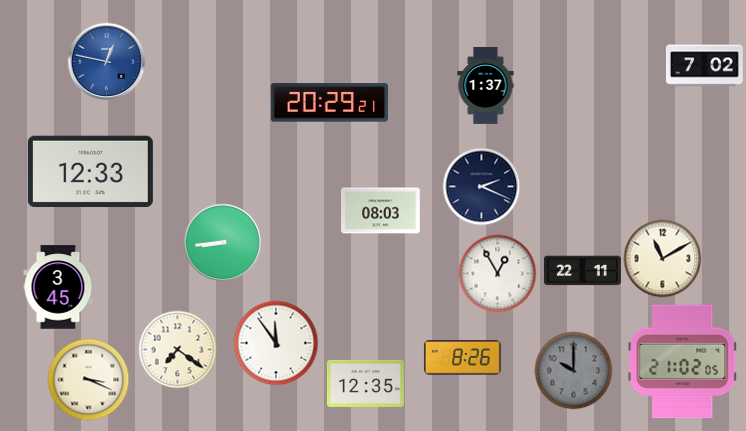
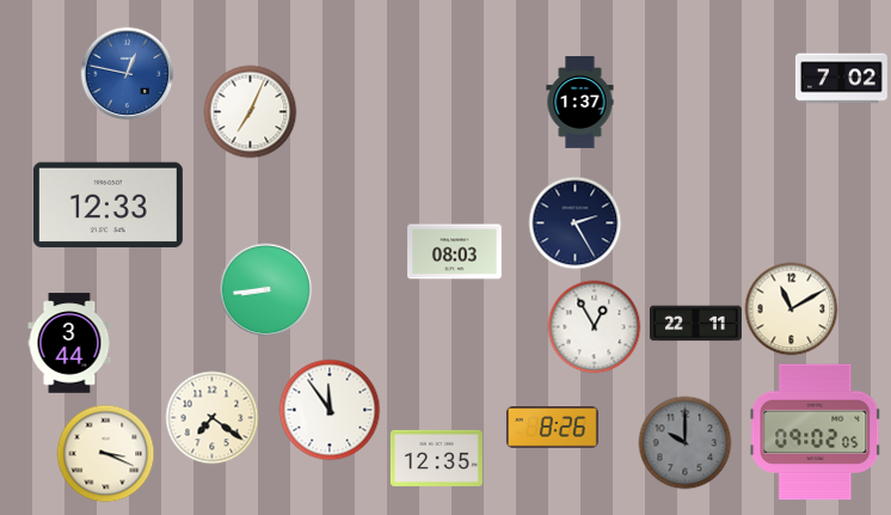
clock at (250, 111): none -> 7:04
clock at (329, 103): 20:29 -> none
clock at (481, 186): 2:19 -> 2:25
clock at (58, 287): 3:45 -> 3:44
clock at (683, 362): 21:02 -> 09:02
